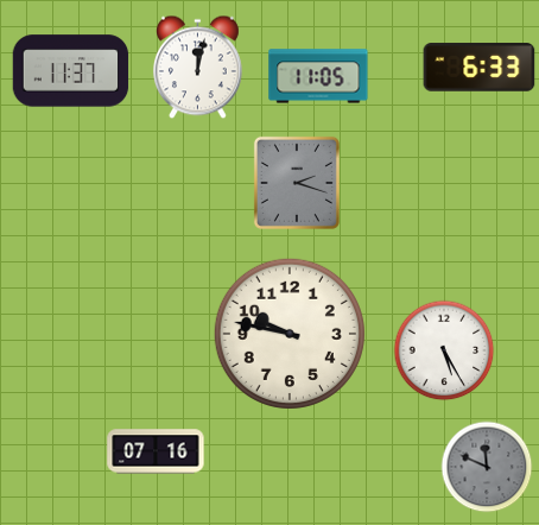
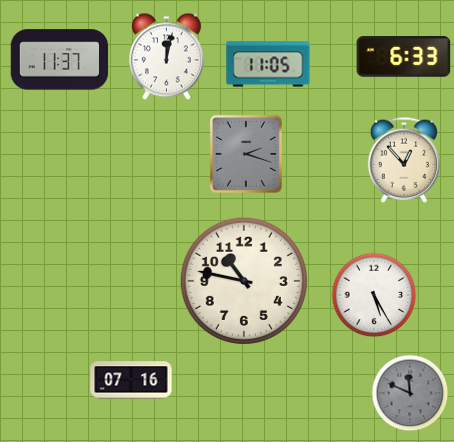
clock at (297, 183) position: (297, 183) -> (246, 154)
clock at (404, 160): none -> 12:53
clock at (290, 334): 9:47 -> 10:47
